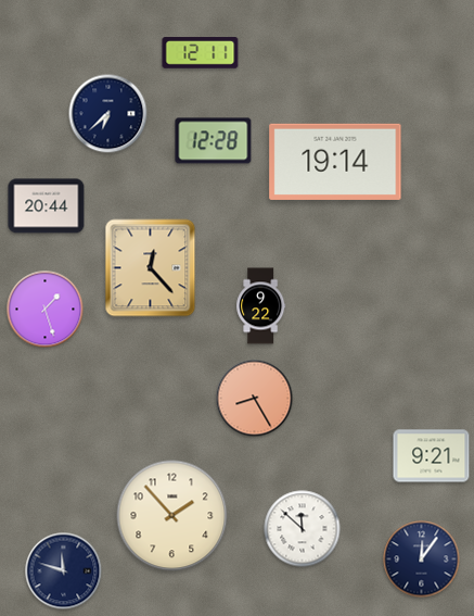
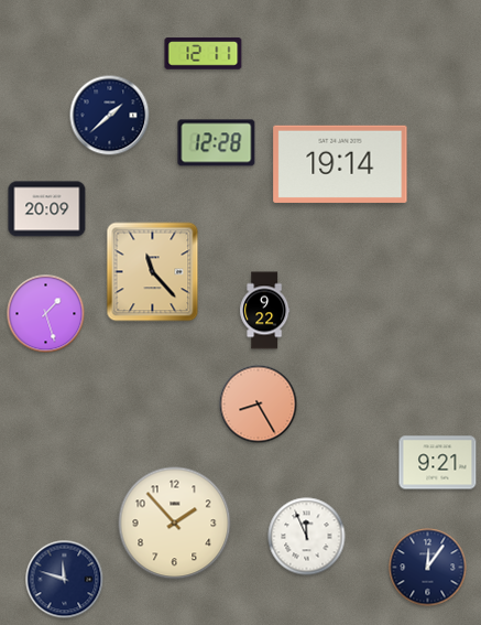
clock at (108, 114): 6:38 -> 1:38
clock at (47, 206): 20:44 -> 20:09
clock at (151, 268): 12:23 -> 11:23
clock at (303, 529): 11:52 -> 11:56
